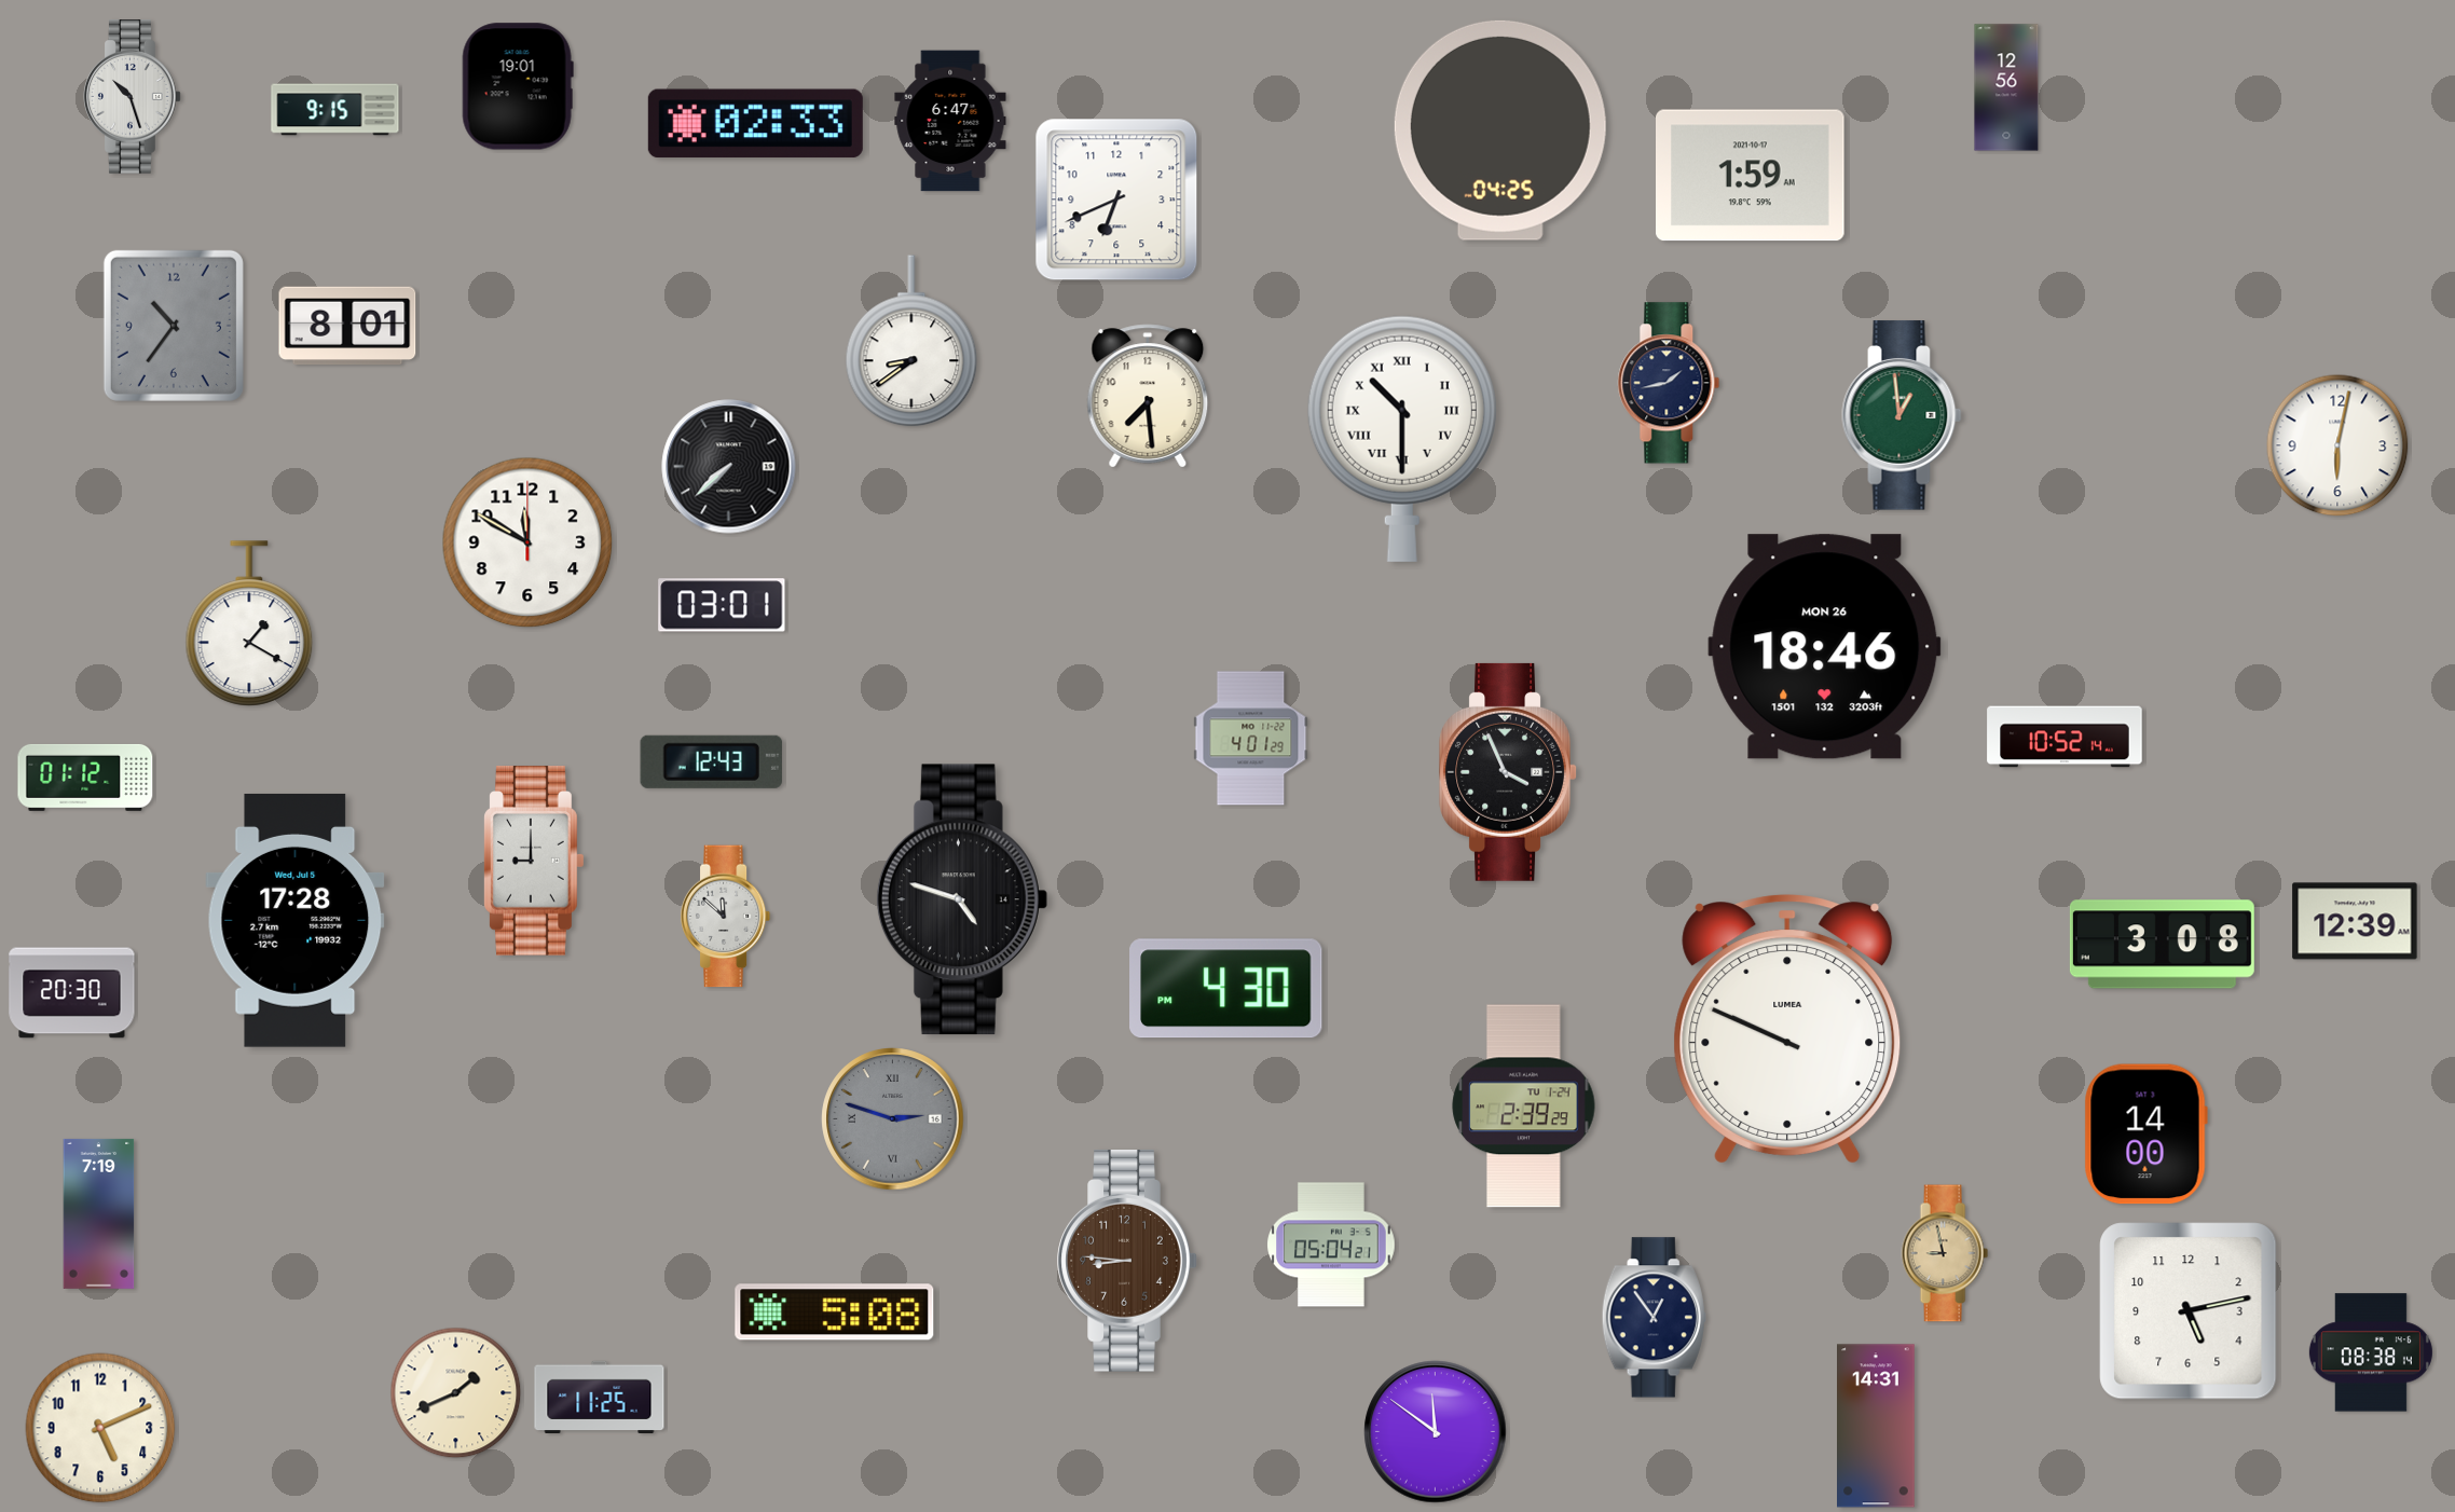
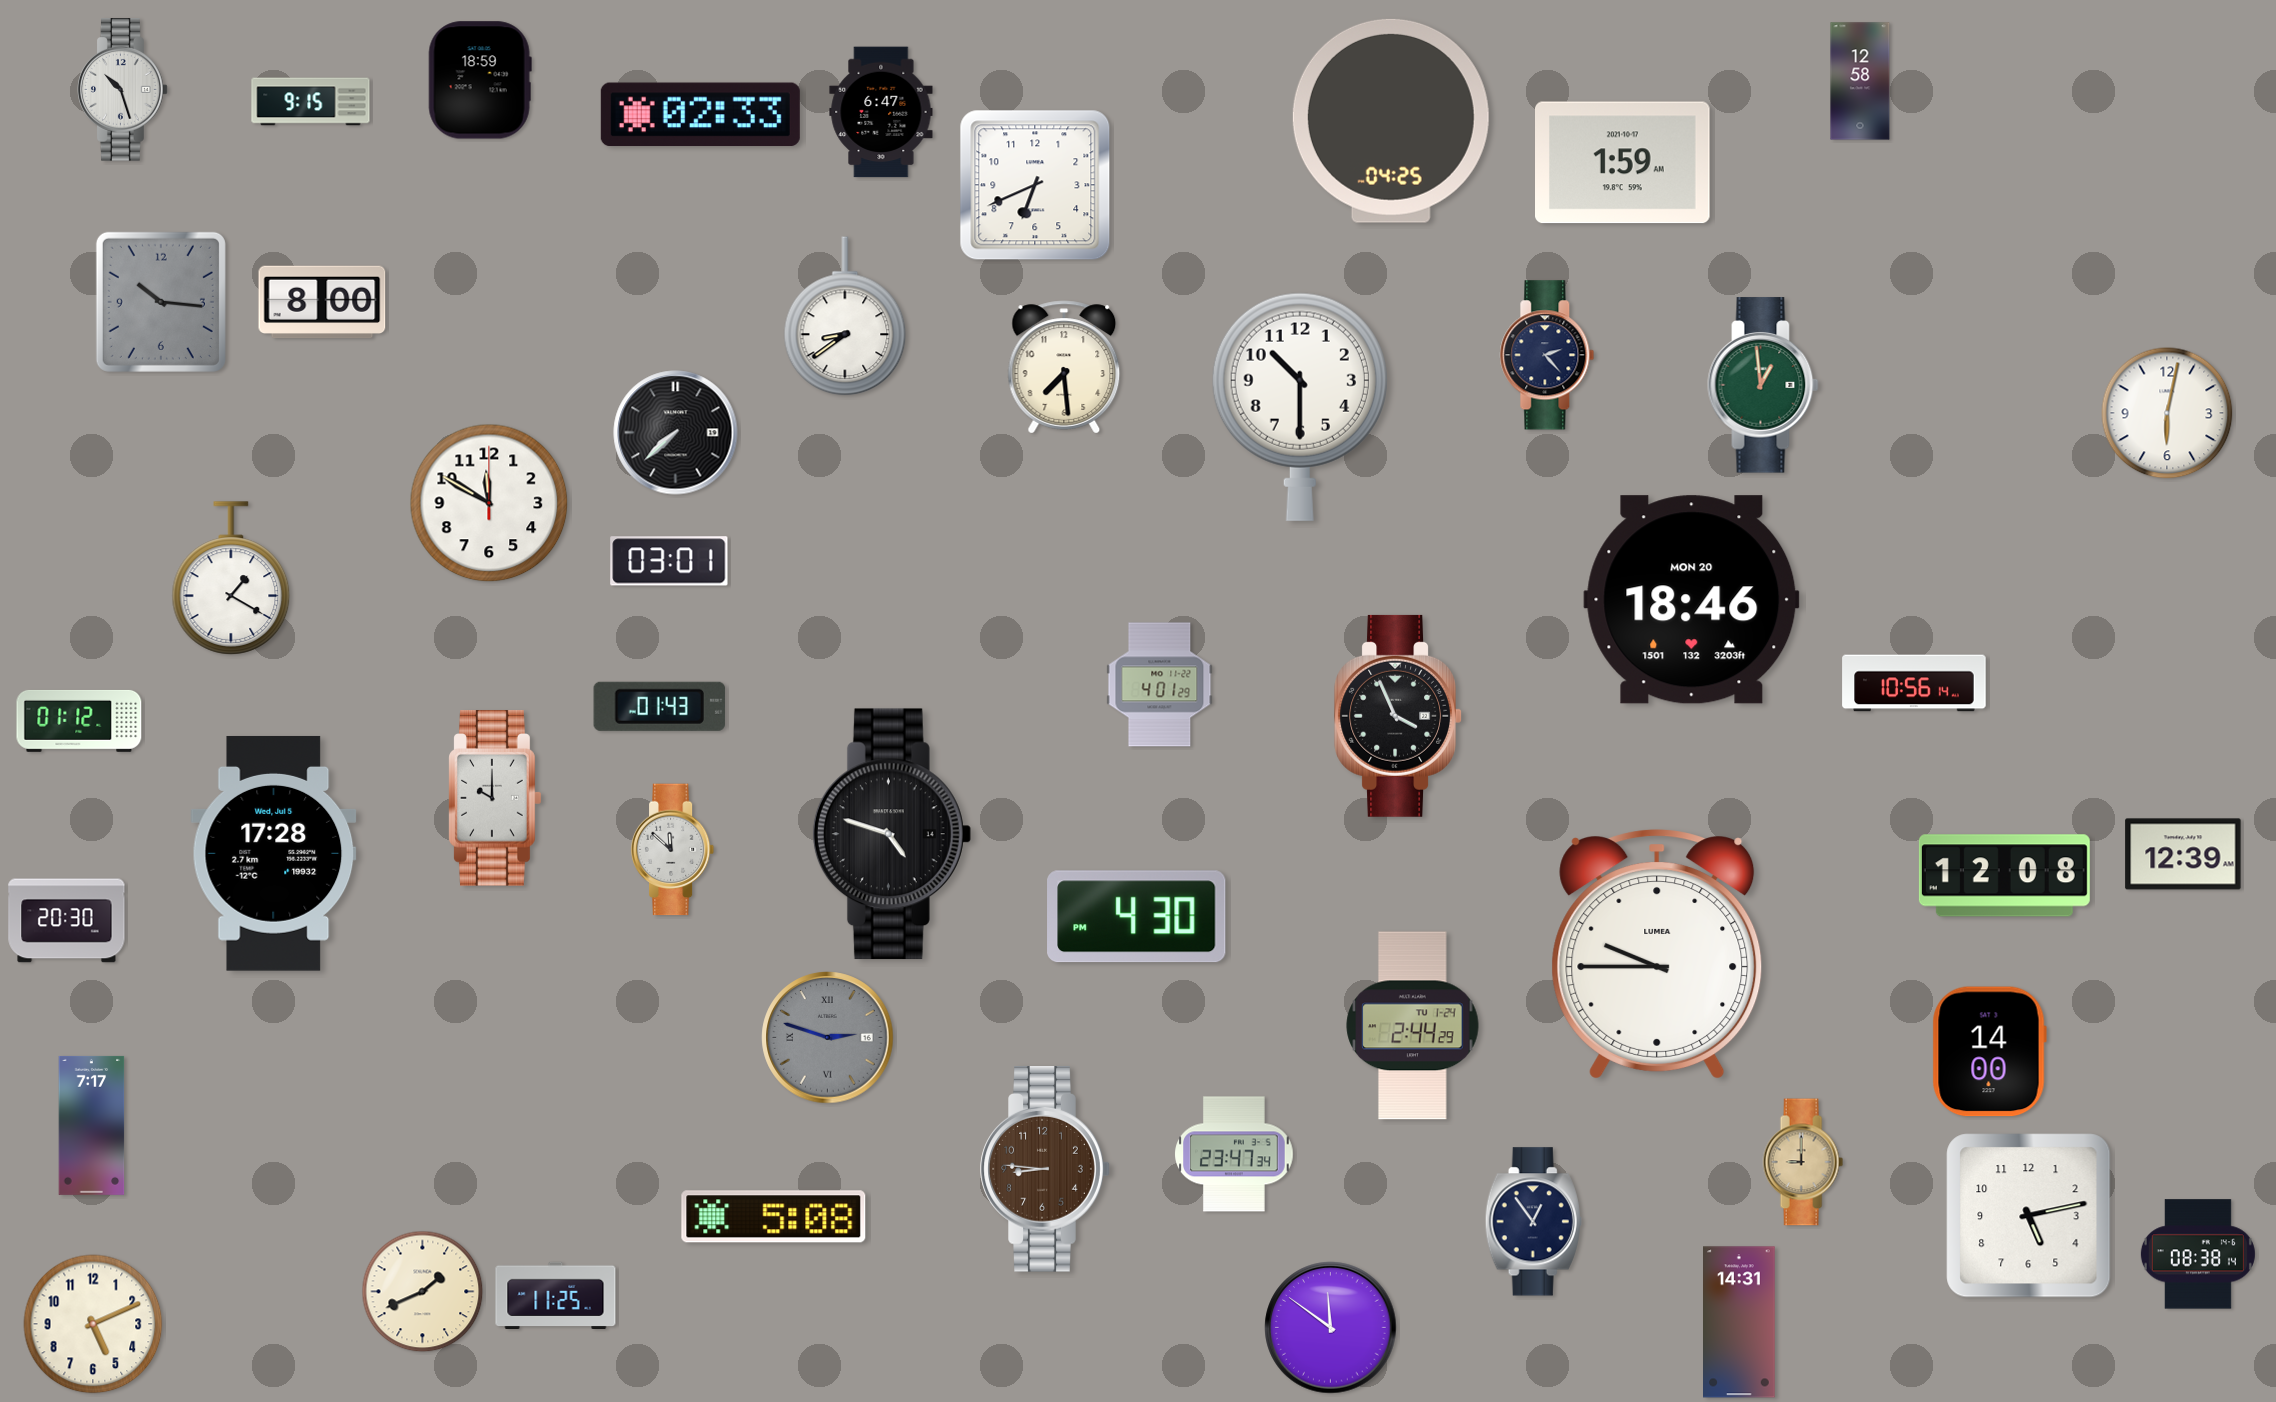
clock at (518, 86): 19:01 -> 18:59
clock at (2006, 87): 12:56 -> 12:58
clock at (174, 326): 10:36 -> 10:16
clock at (347, 326): 8:01 -> 8:00
clock at (1669, 383): 1:43 -> 2:23
clock at (1402, 439) numerals: Roman -> Arabic
clock at (1825, 647) date: MON 26 -> MON 20
clock at (2065, 737): 10:52 -> 10:56
clock at (711, 761): 12:43 -> 01:43
clock at (534, 861): 9:00 -> 10:00
clock at (2162, 945): 3:08 -> 12:08
clock at (1787, 1029): 9:49 -> 9:45
clock at (1524, 1106): 2:39 -> 2:44
clock at (99, 1213): 7:19 -> 7:17
clock at (1331, 1245): 05:04 -> 23:47
clock at (1945, 1253): 8:58 -> 9:00
